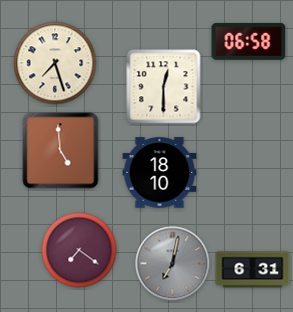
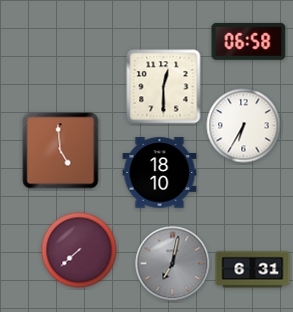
clock at (55, 63): 7:27 -> none
clock at (244, 126): none -> 6:35
clock at (79, 250): 7:21 -> 7:38
